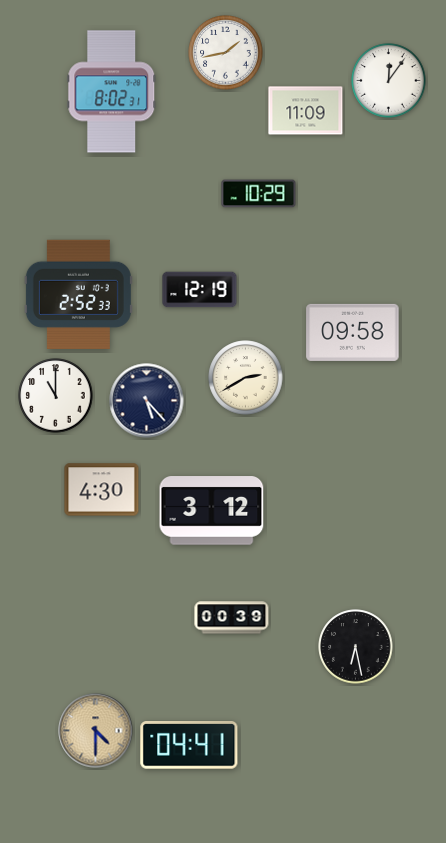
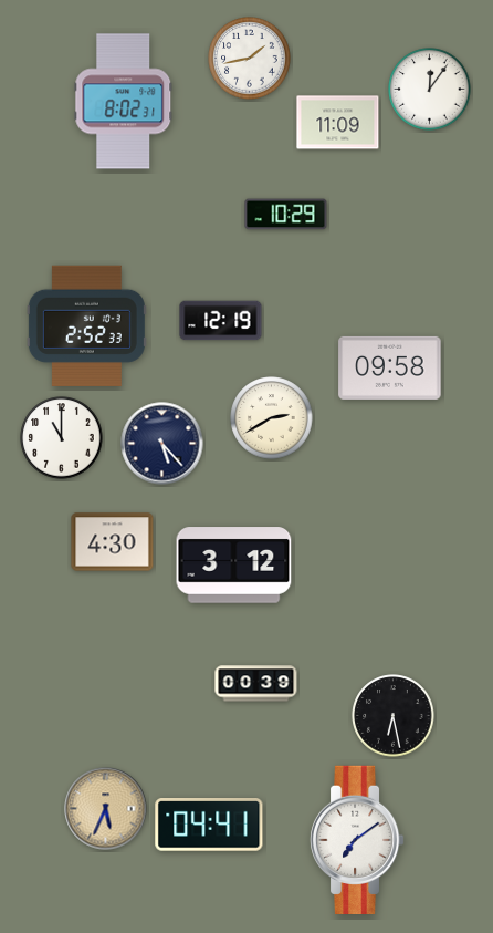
clock at (96, 731): 4:30 -> 5:34
clock at (357, 839): none -> 7:09
